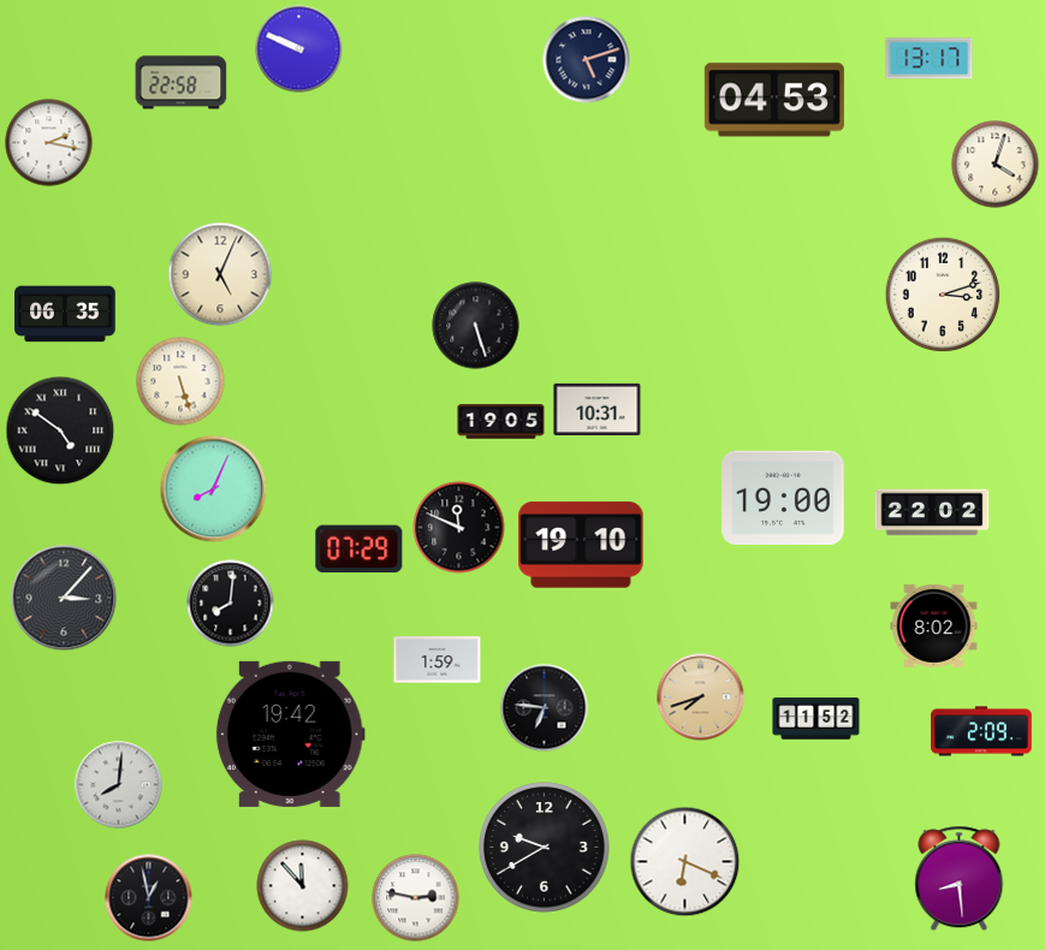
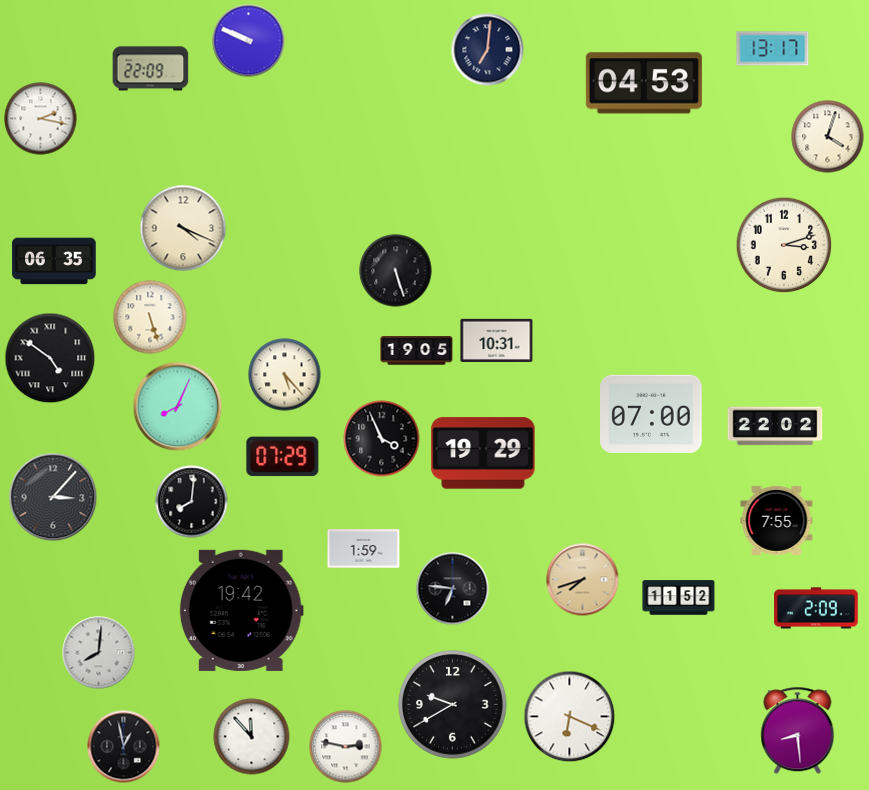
clock at (587, 60): 5:12 -> 7:01
clock at (182, 83): 22:58 -> 22:09
clock at (220, 274): 5:04 -> 4:19
clock at (285, 375): none -> 5:23
clock at (783, 498): 19:00 -> 07:00
clock at (459, 528): 11:49 -> 3:56
clock at (581, 545): 19:10 -> 19:29
clock at (360, 550) position: (360, 550) -> (283, 457)
clock at (934, 625): 8:02 -> 7:55
